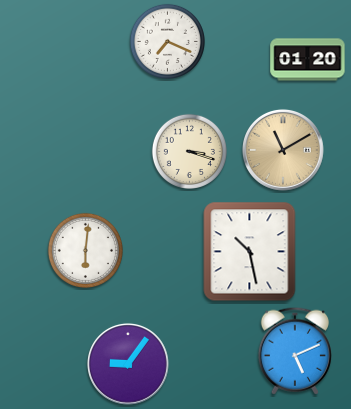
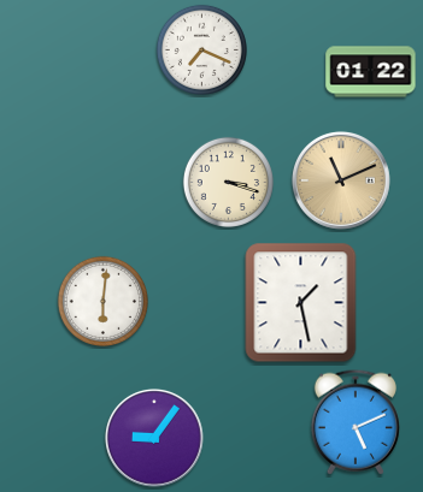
clock at (308, 60): 01:20 -> 01:22
clock at (283, 150): 11:10 -> 11:11
clock at (250, 252): 10:28 -> 1:28
